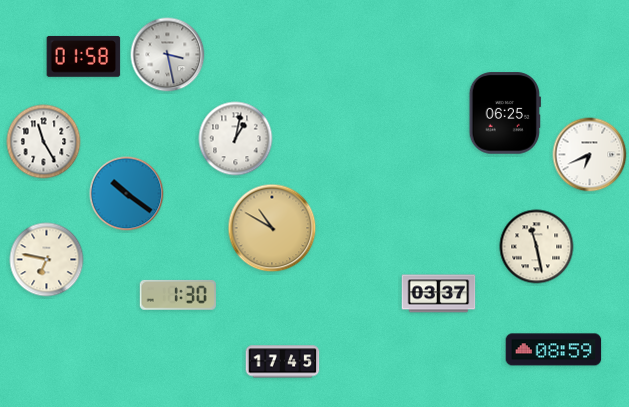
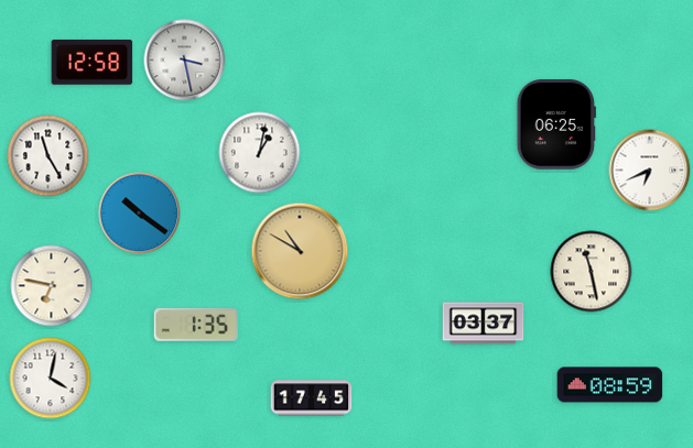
clock at (84, 56): 01:58 -> 12:58
clock at (178, 295): 1:30 -> 1:35
clock at (51, 379): none -> 4:02
